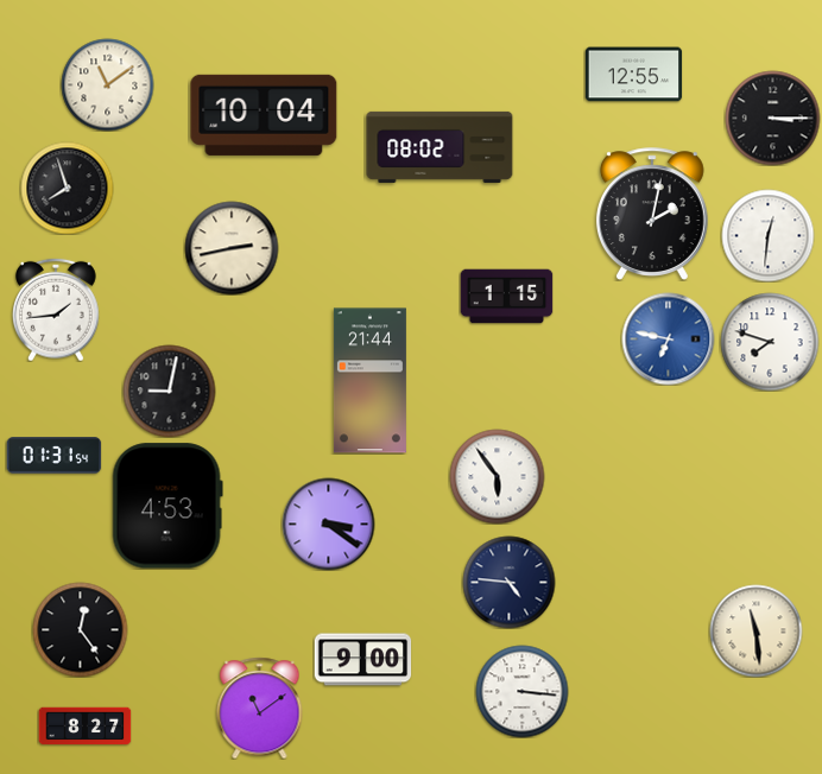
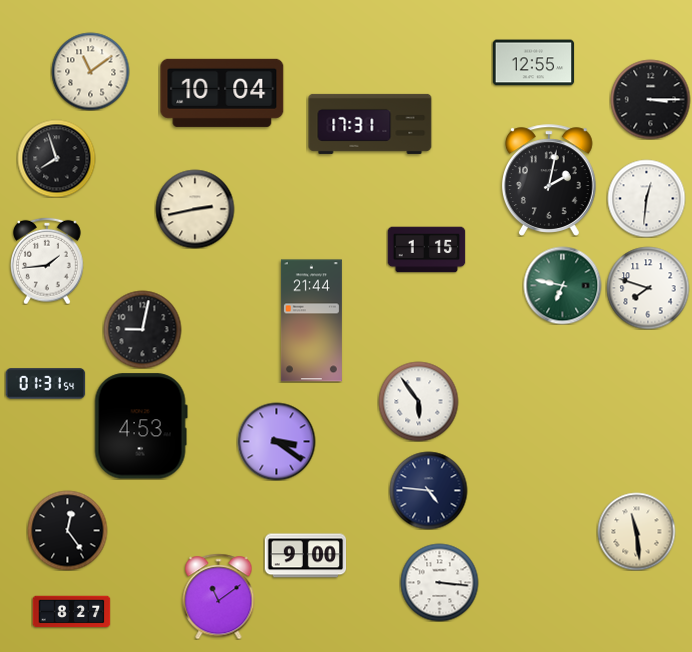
clock at (264, 115) position: (264, 115) -> (222, 93)
clock at (440, 147): 08:02 -> 17:31
clock at (668, 338) dial: blue -> green
